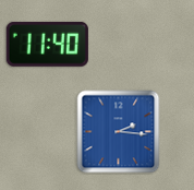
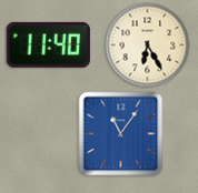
clock at (148, 45): none -> 6:25
clock at (119, 132): 2:16 -> 11:06
